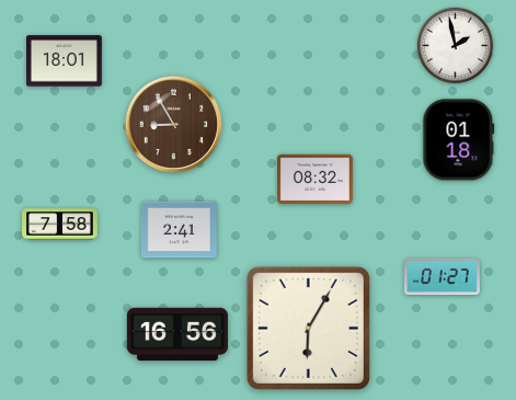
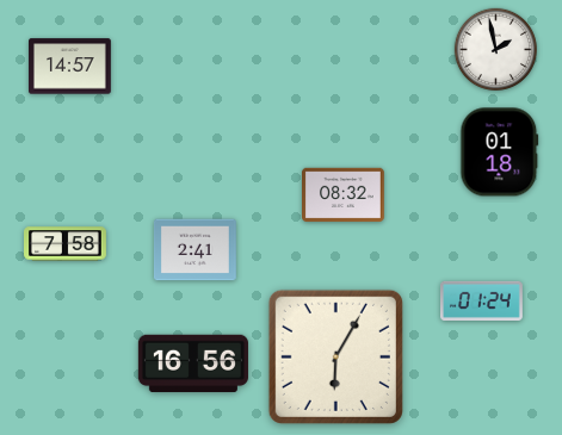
clock at (65, 61): 18:01 -> 14:57
clock at (174, 125): 8:55 -> none
clock at (443, 276): 01:27 -> 01:24
